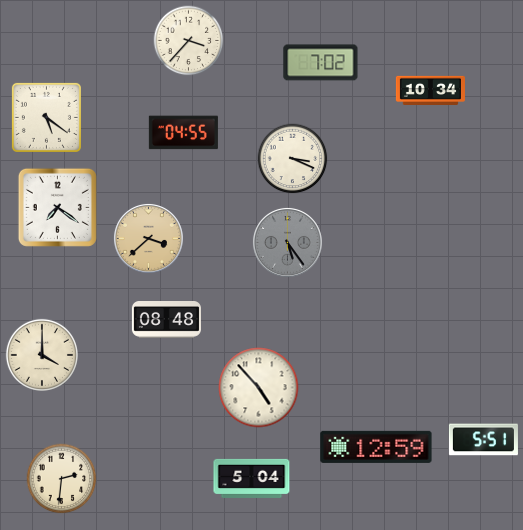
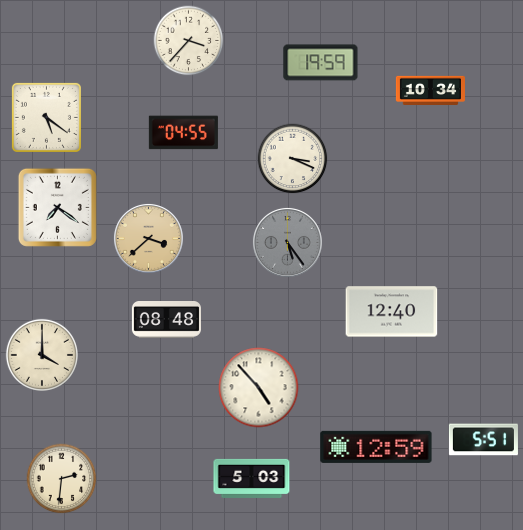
clock at (321, 63): 7:02 -> 19:59
clock at (392, 312): none -> 12:40
clock at (252, 478): 5:04 -> 5:03
